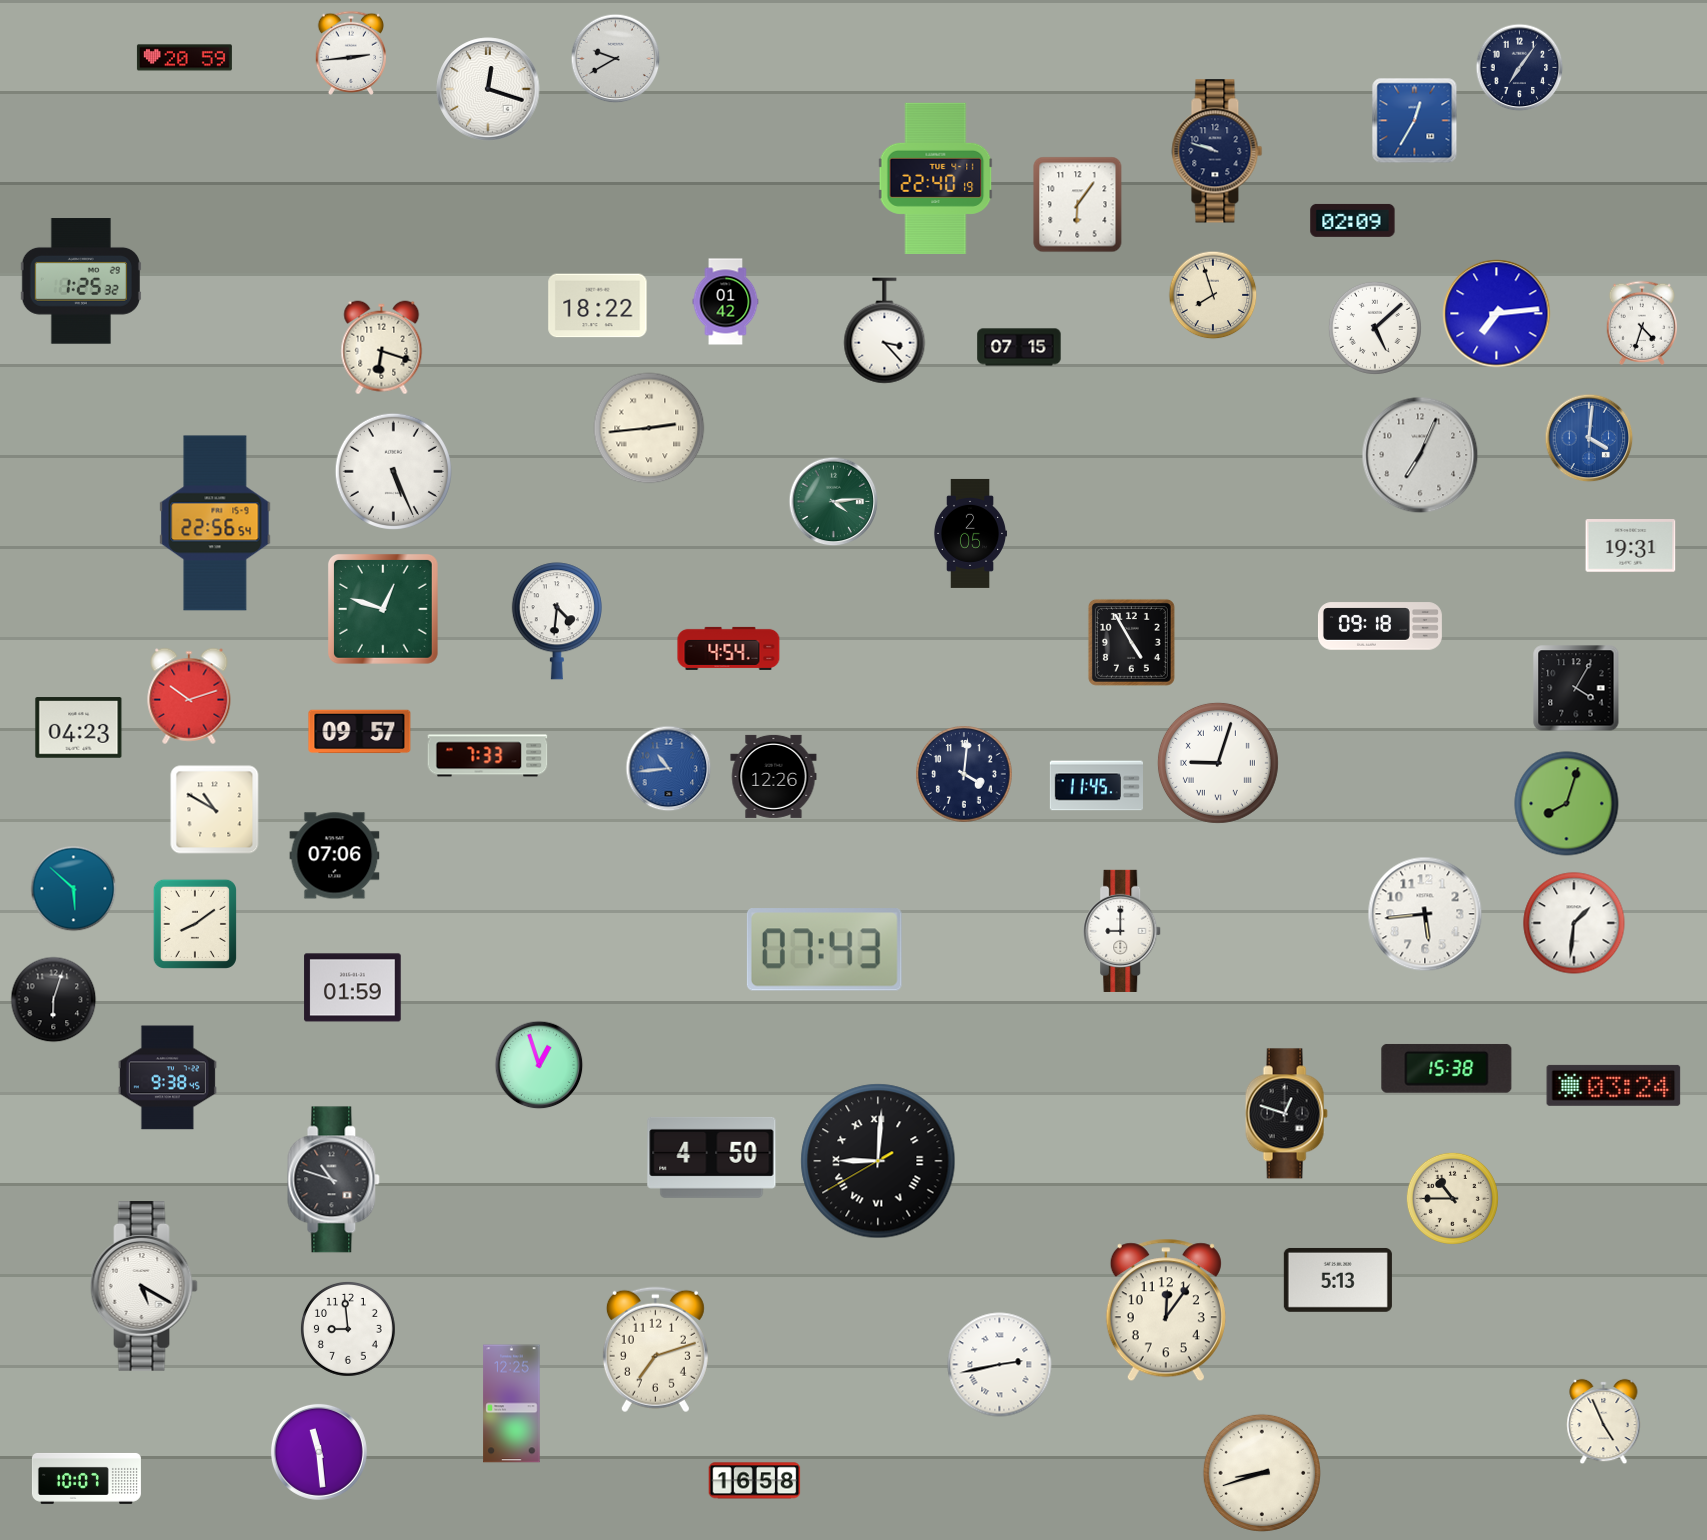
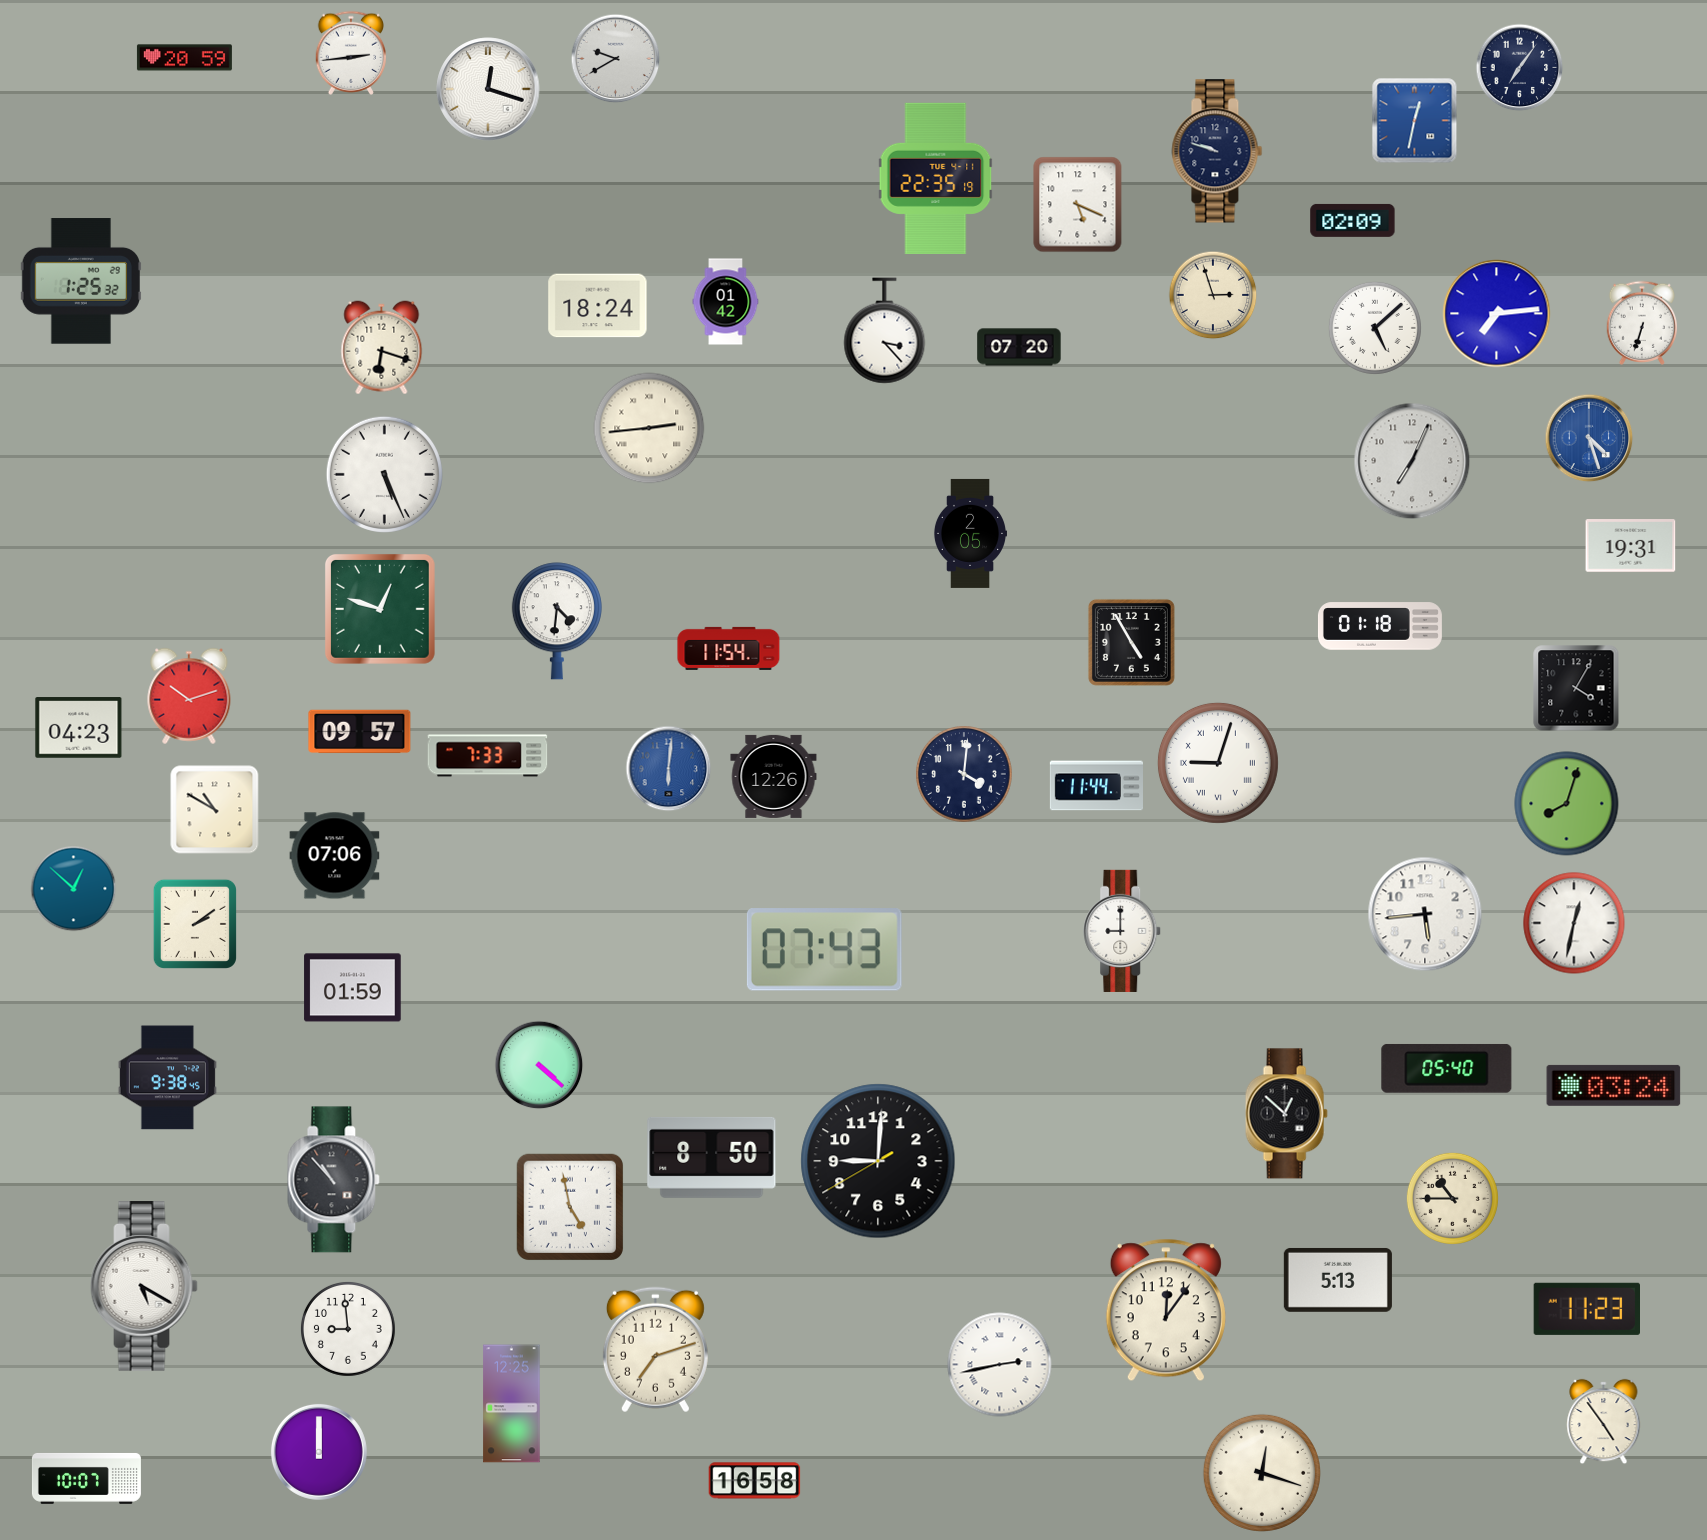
clock at (1415, 121): 12:35 -> 12:32
clock at (936, 178): 22:40 -> 22:35
clock at (1078, 205): 6:06 -> 5:19
clock at (1213, 295): 7:57 -> 2:57
clock at (598, 306): 18:22 -> 18:24
clock at (1641, 323): 4:33 -> 6:33
clock at (1019, 347): 07:15 -> 07:20
clock at (1589, 438): 4:01 -> 4:27
clock at (1420, 455) position: (1420, 455) -> (1412, 461)
clock at (393, 471) position: (393, 471) -> (384, 474)
clock at (834, 502): 4:14 -> none
clock at (215, 523): 22:56 -> none
clock at (383, 609) position: (383, 609) -> (380, 609)
clock at (1380, 626): 09:18 -> 01:18
clock at (729, 648): 4:54 -> 11:54
clock at (669, 769): 10:44 -> 6:01
clock at (1096, 786): 11:45 -> 11:44
clock at (74, 889): 5:52 -> 12:52
clock at (1574, 923): 1:31 -> 12:32
clock at (195, 924): 8:09 -> 2:09
clock at (54, 1000): 6:03 -> none
clock at (539, 1065): 12:57 -> 4:22
clock at (1447, 1068): 15:38 -> 05:40
clock at (1286, 1114): 12:48 -> 12:52
clock at (712, 1157): 4:50 -> 8:50
clock at (878, 1161) numerals: Roman -> Arabic
clock at (334, 1180): 10:48 -> 10:53
clock at (569, 1206): none -> 4:58
clock at (1586, 1309): none -> 11:23
clock at (1604, 1422): 4:56 -> 4:54
clock at (319, 1452): 11:29 -> 12:00
clock at (1262, 1473): 8:42 -> 12:18
